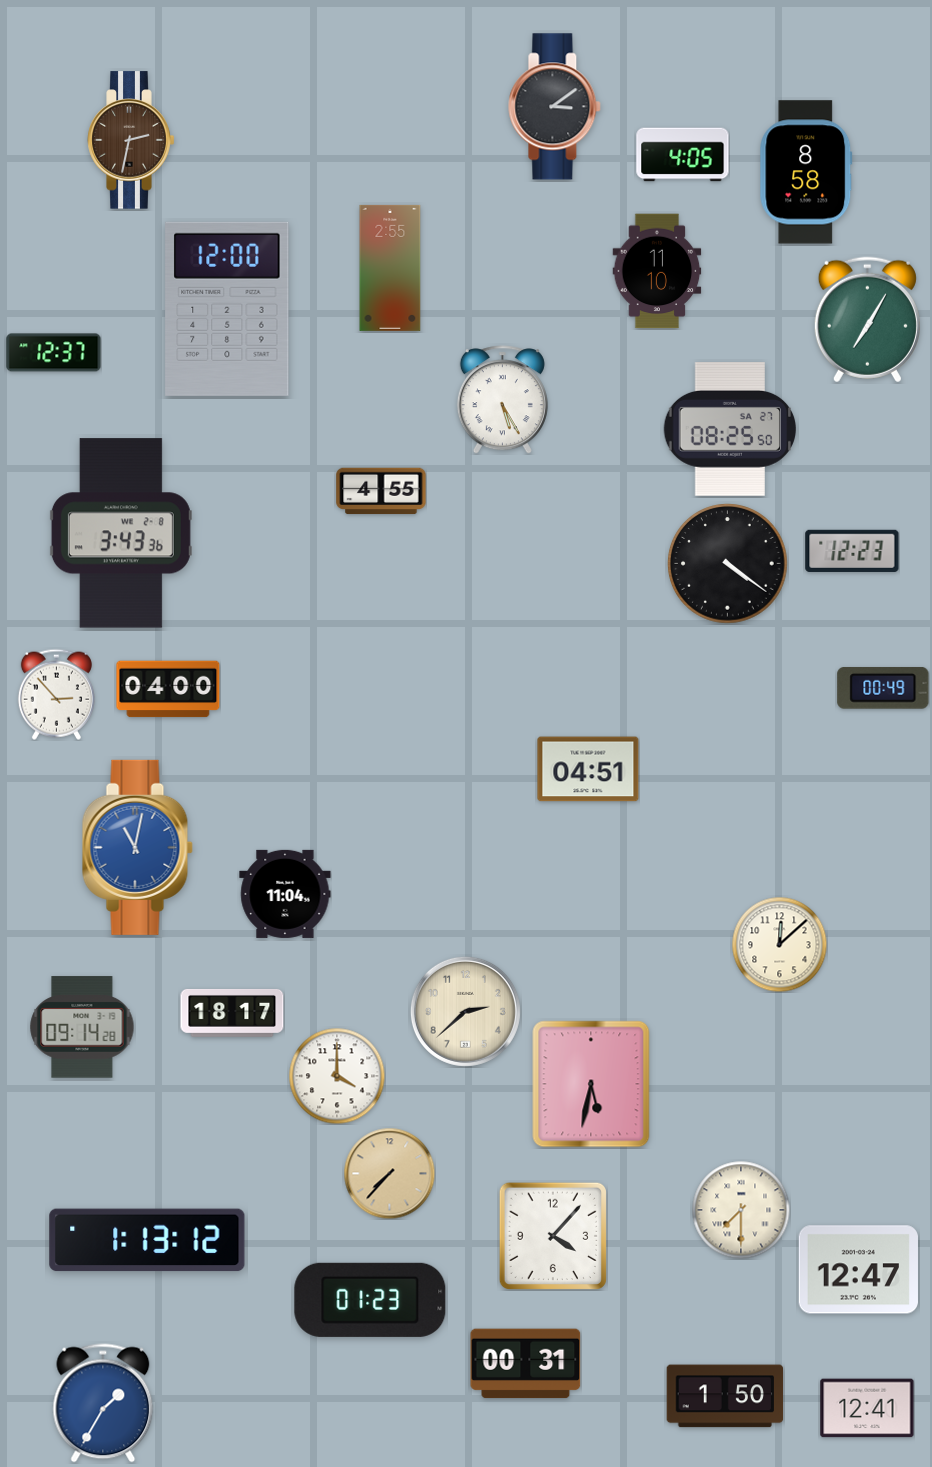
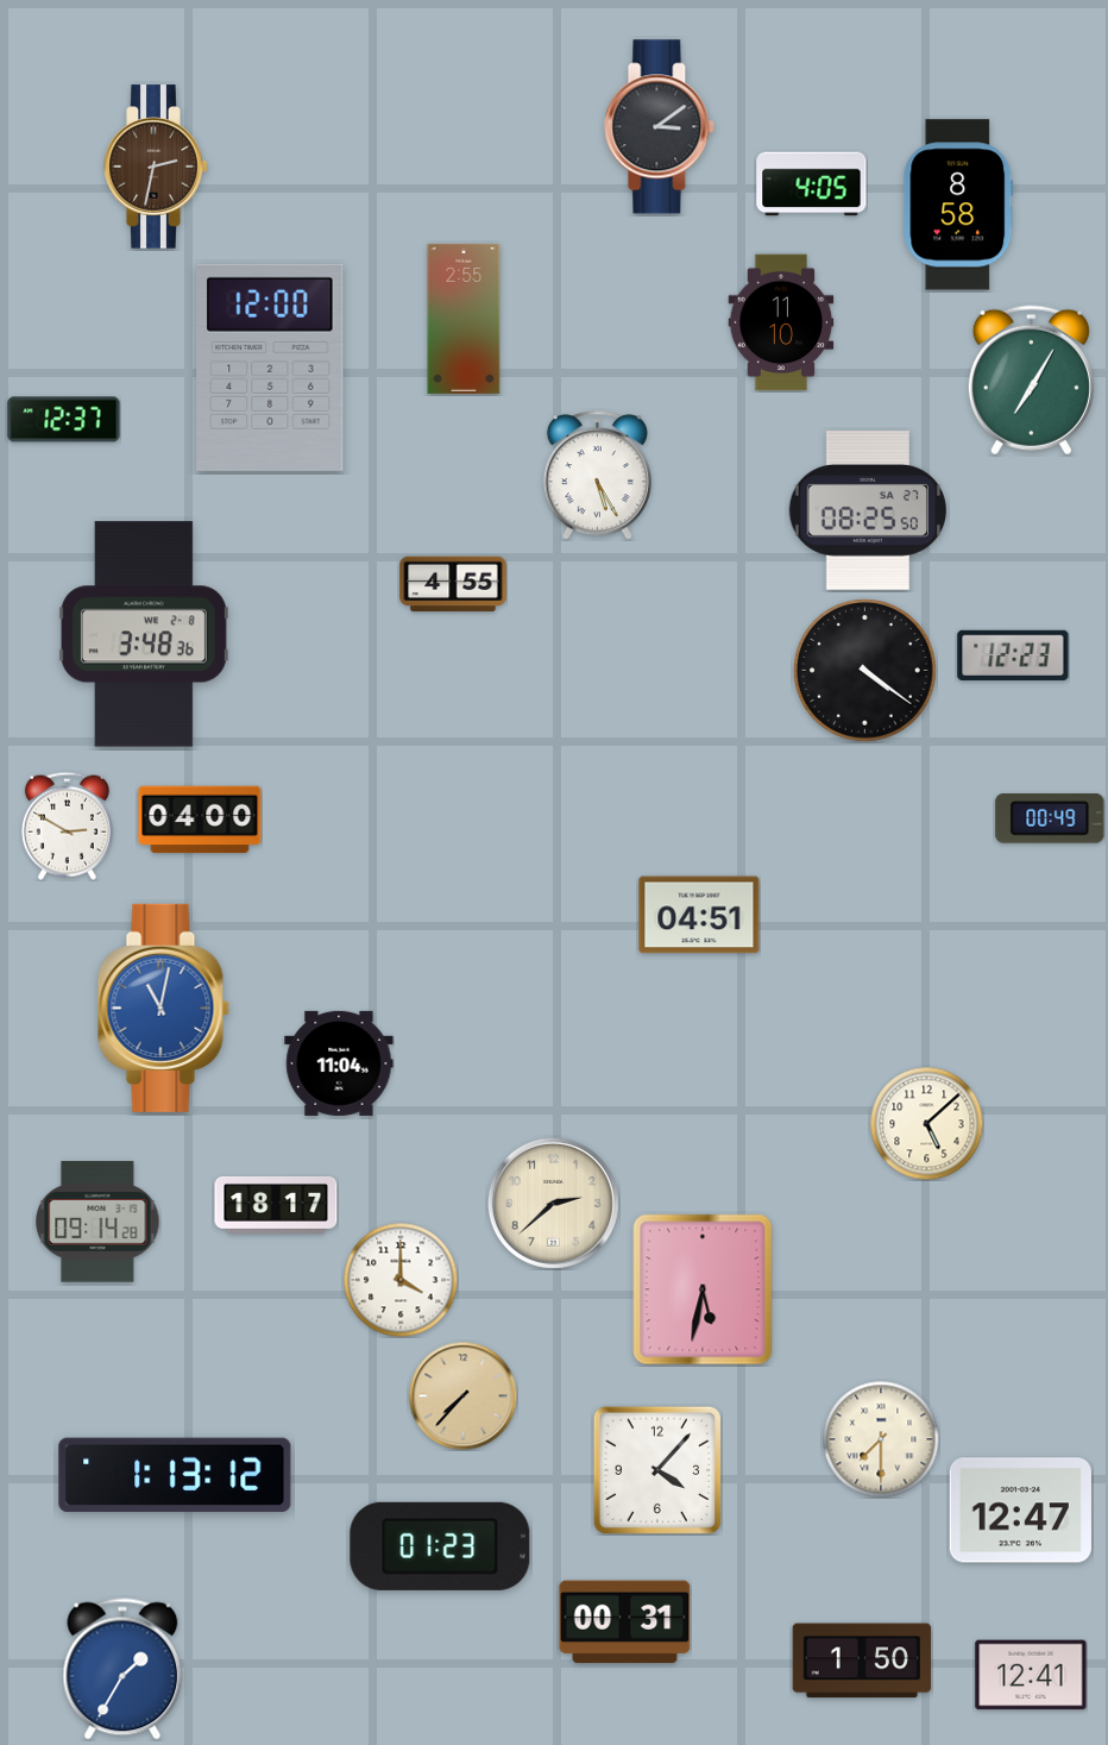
clock at (121, 533): 3:43 -> 3:48
clock at (56, 694): 2:53 -> 2:50
clock at (779, 944): 12:08 -> 5:08
